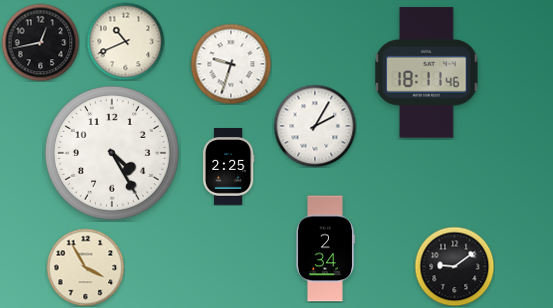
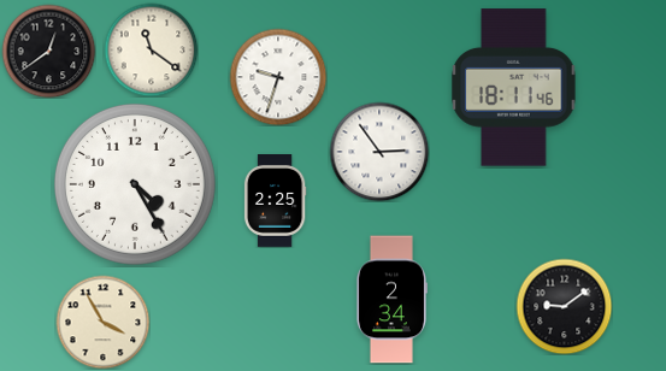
clock at (125, 41): 10:41 -> 11:21
clock at (40, 42): 12:43 -> 12:39
clock at (315, 126): 2:05 -> 2:54
clock at (454, 266) position: (454, 266) -> (564, 306)
